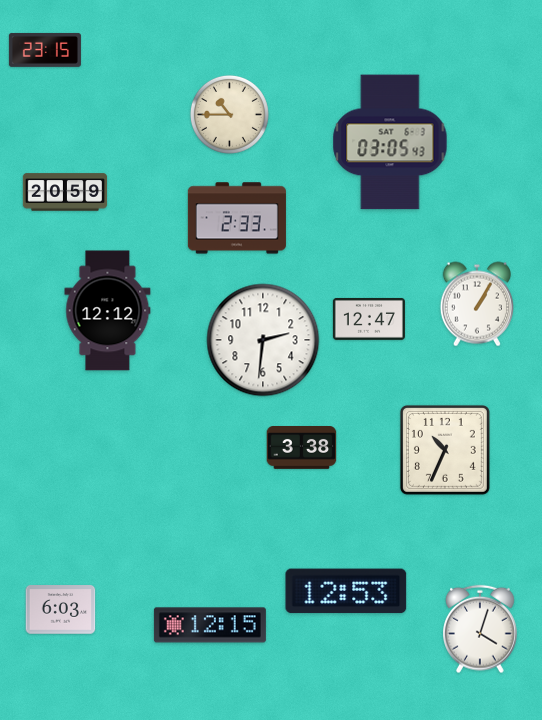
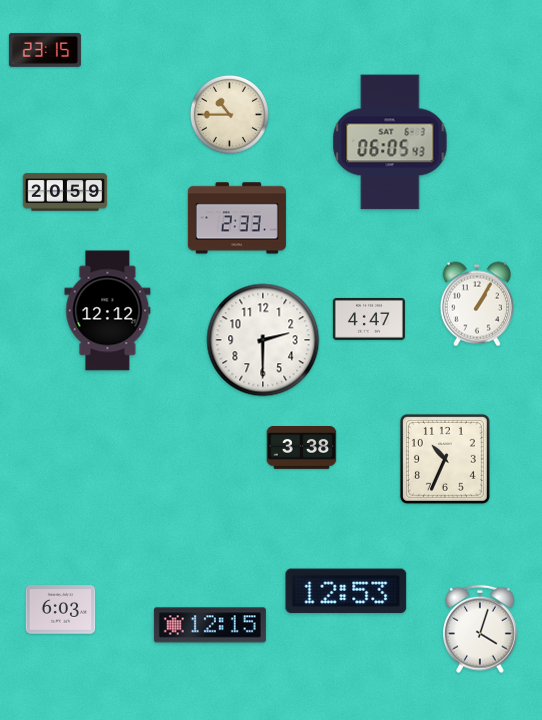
clock at (390, 142): 03:05 -> 06:05
clock at (369, 319): 12:47 -> 4:47
clock at (263, 340): 2:31 -> 2:30
clock at (445, 450) position: (445, 450) -> (445, 459)
